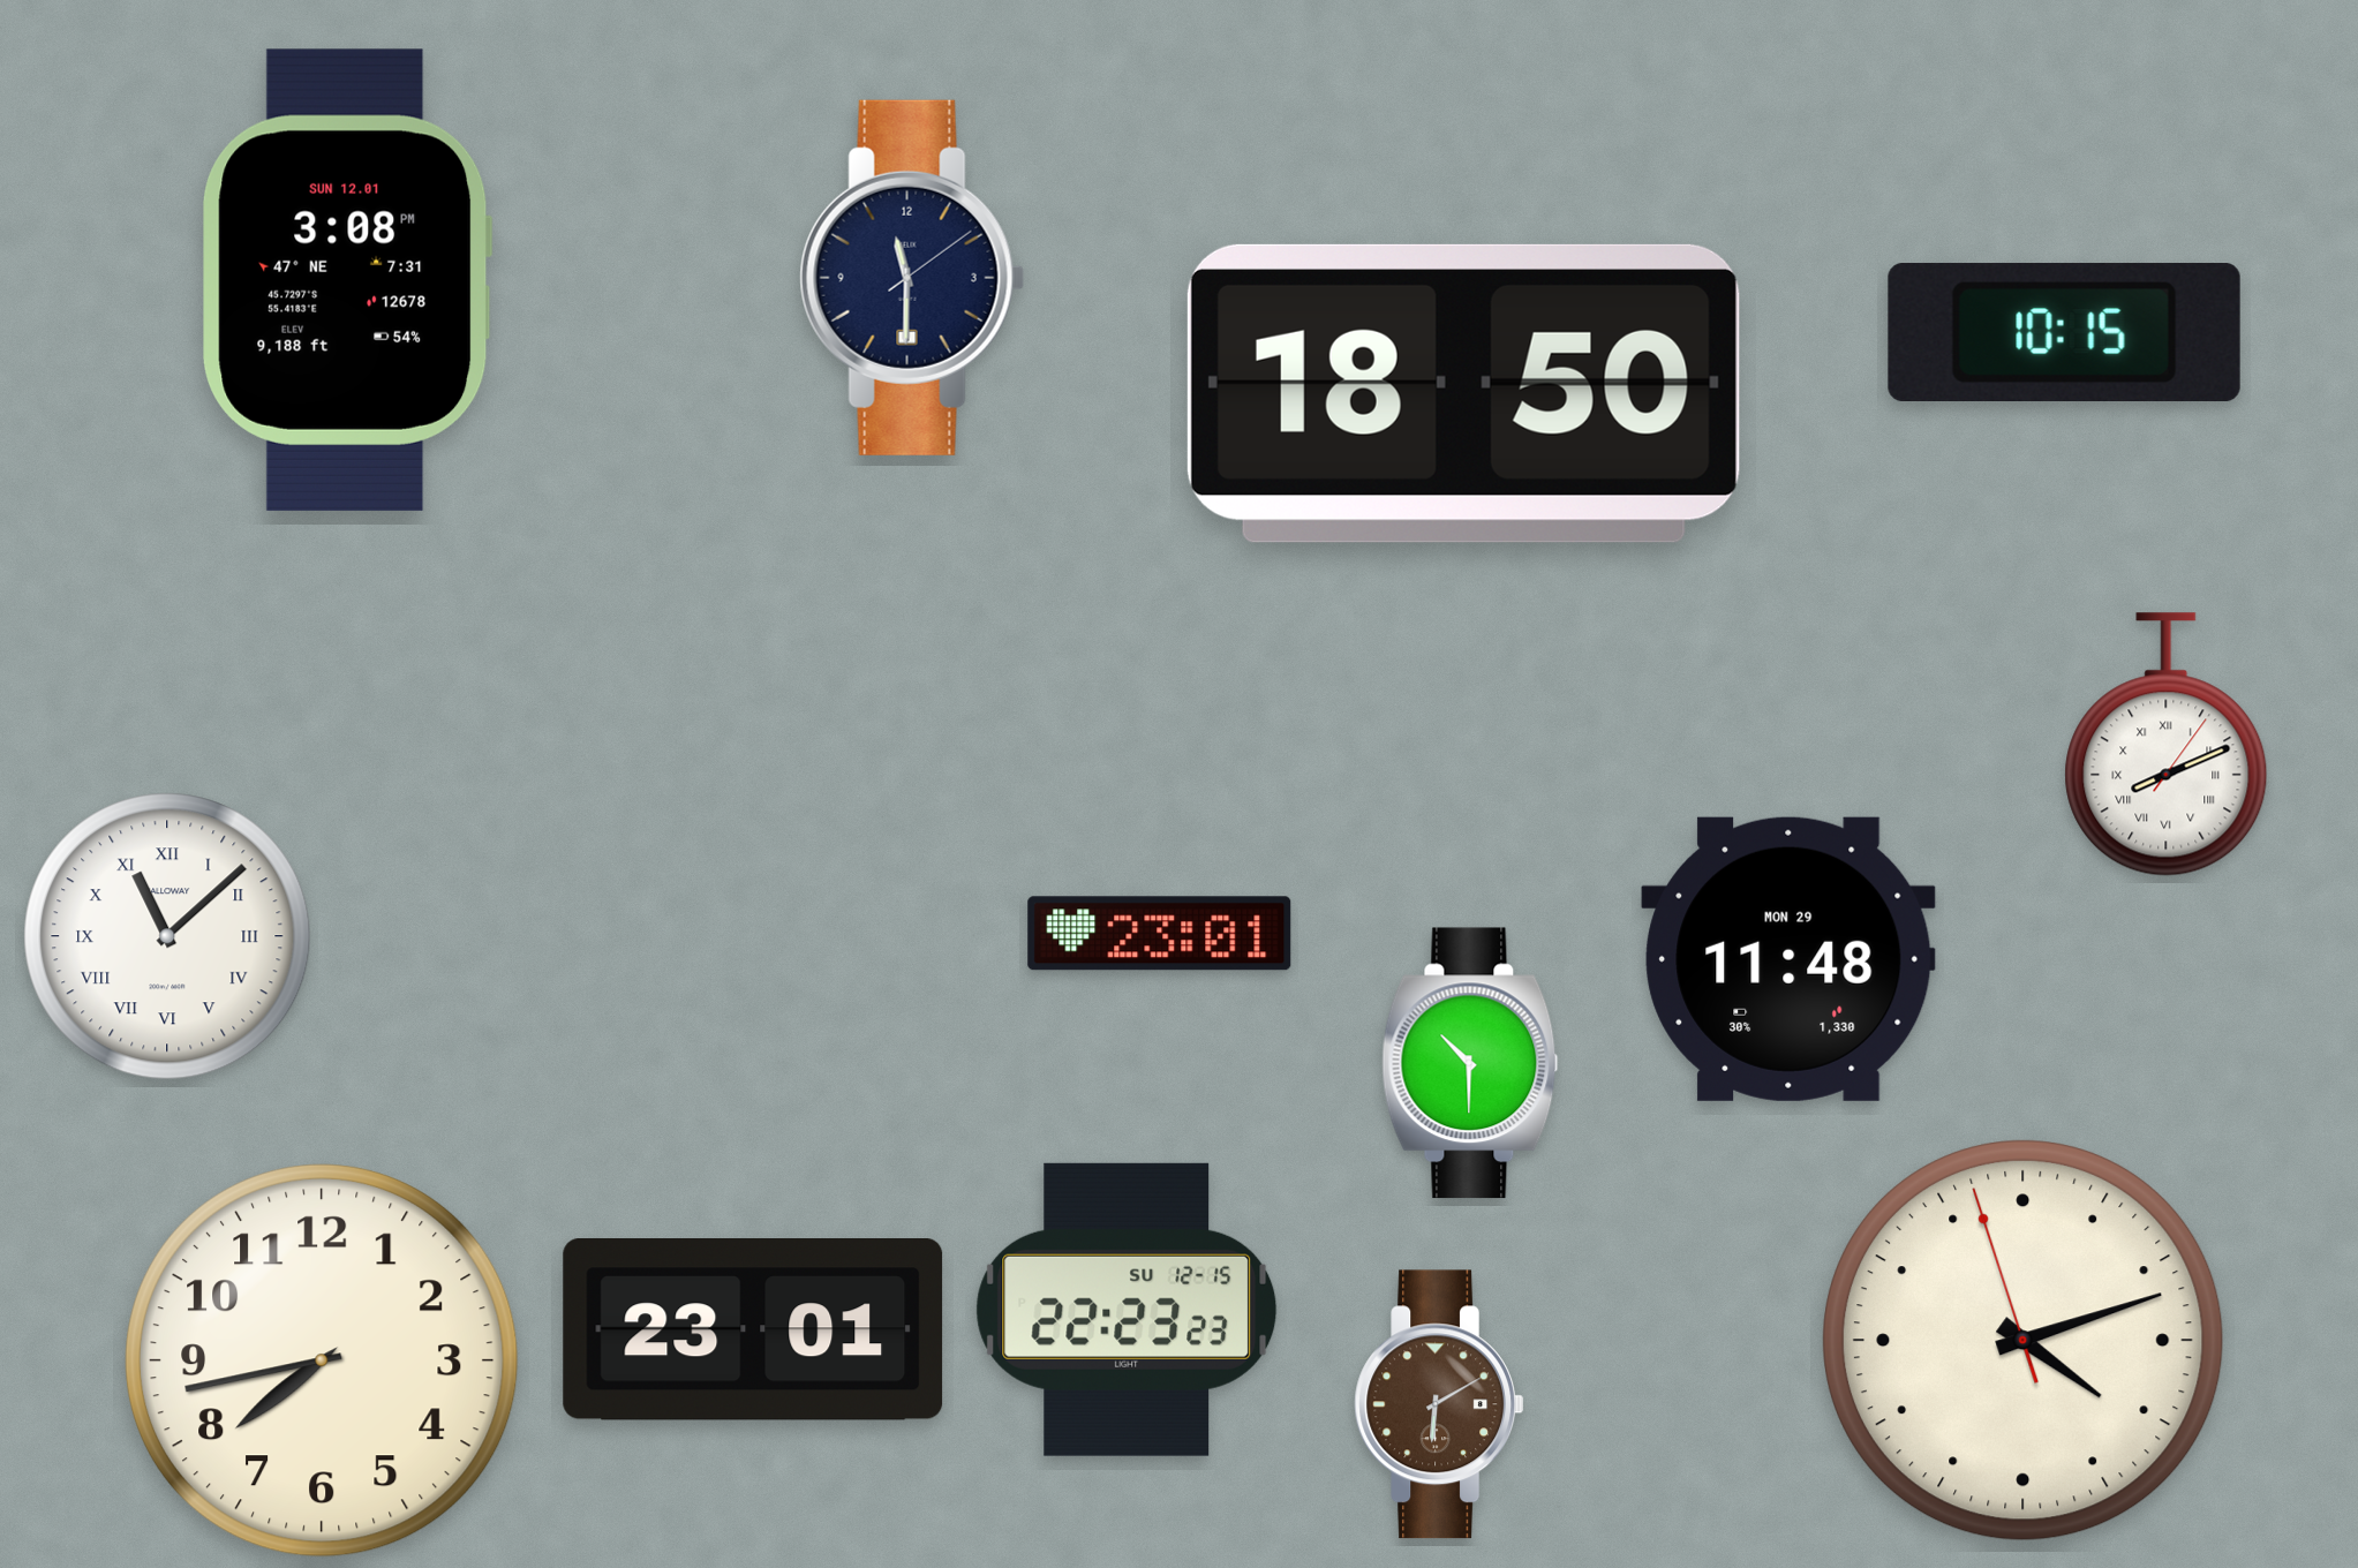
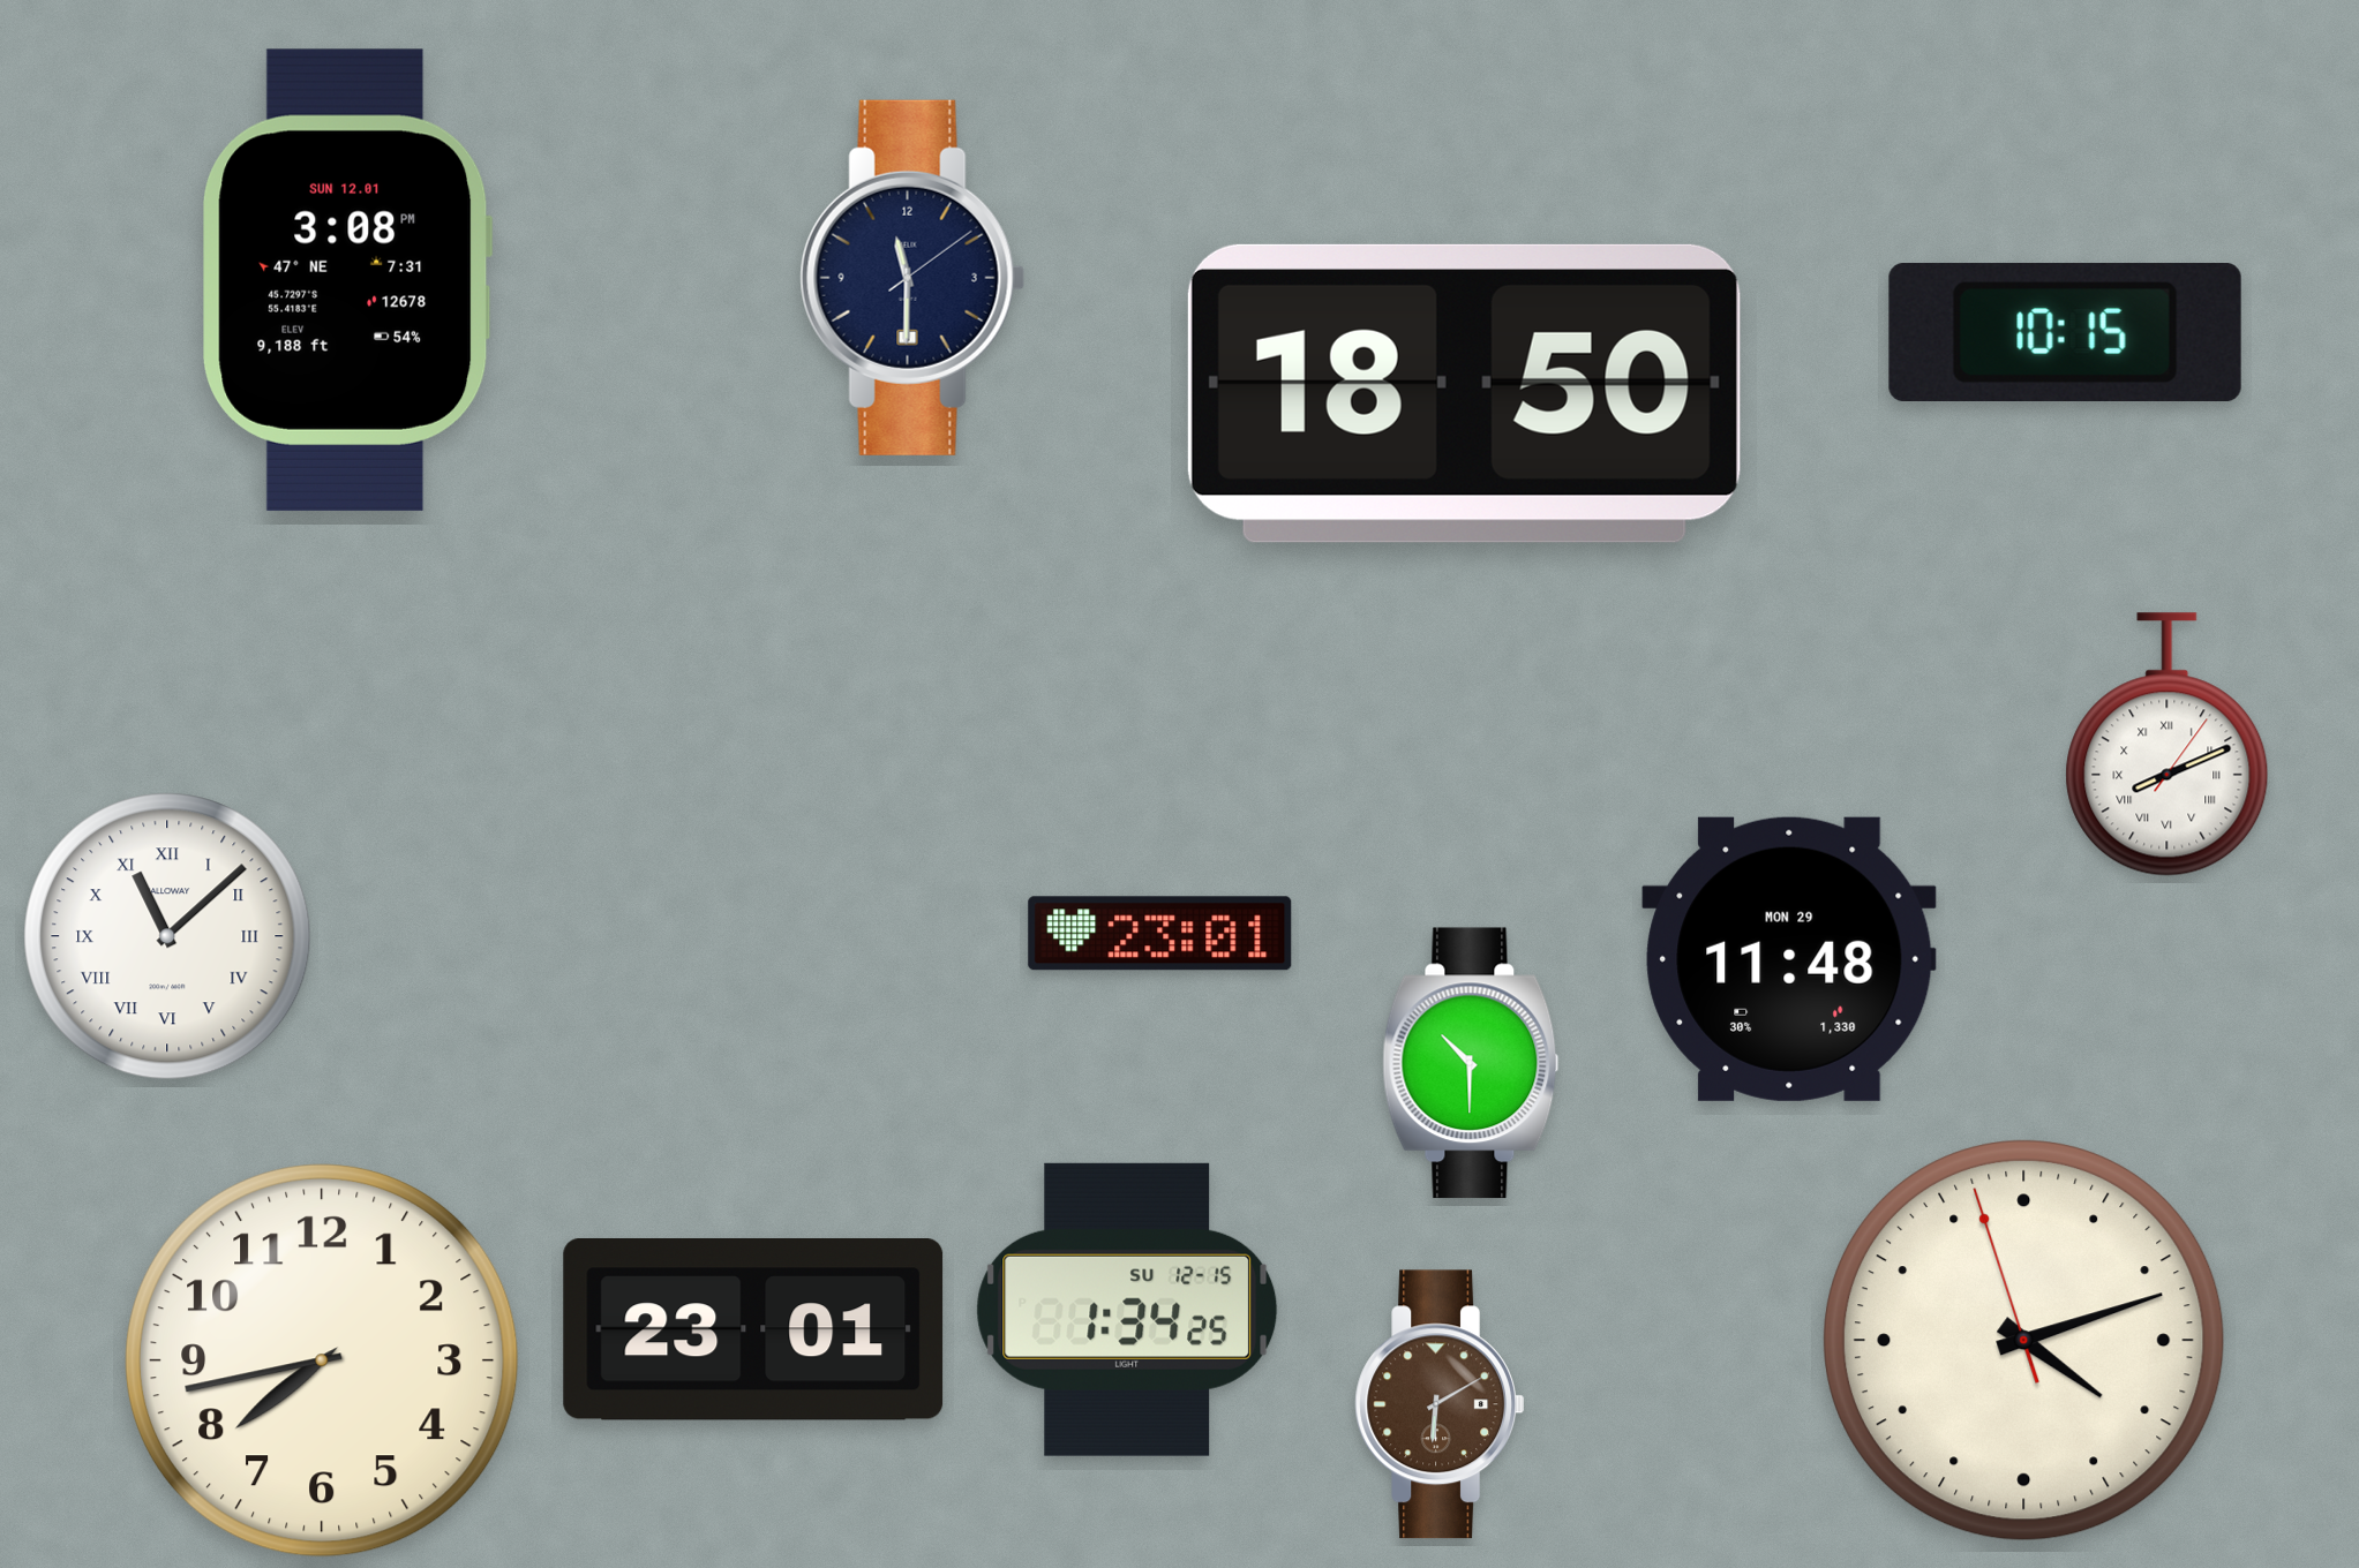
clock at (1127, 1310): 22:23 -> 1:34
